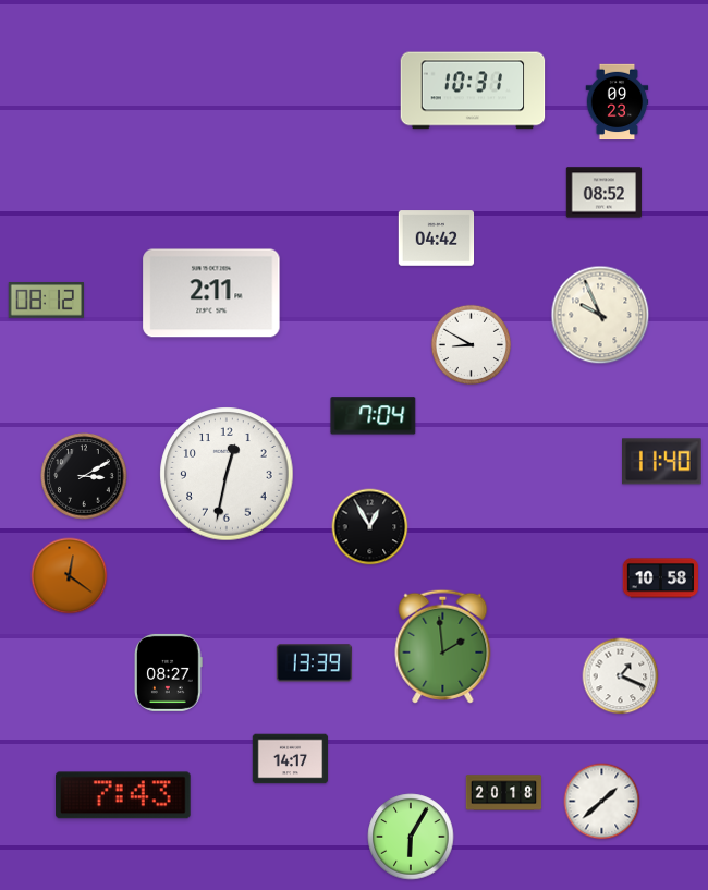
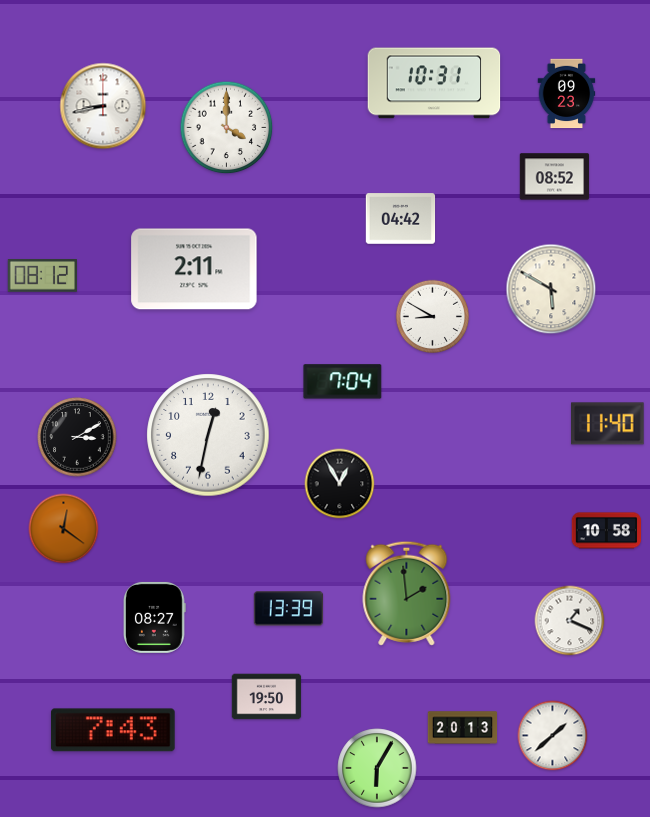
clock at (103, 106): none -> 8:43
clock at (227, 128): none -> 4:00
clock at (600, 315): 9:56 -> 5:50
clock at (291, 759): 14:17 -> 19:50
clock at (504, 793): 20:18 -> 20:13
